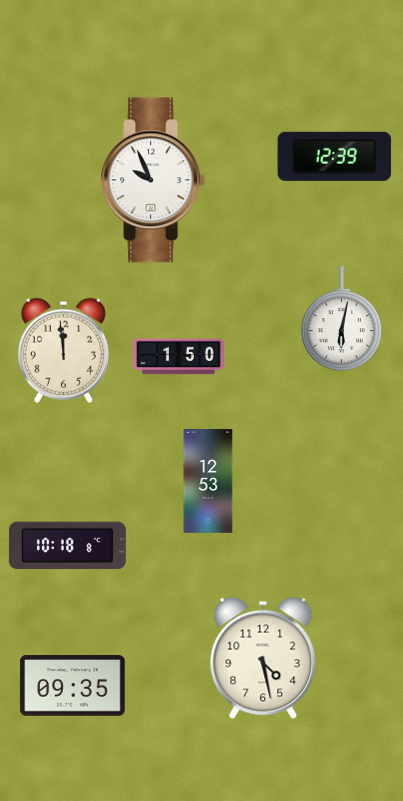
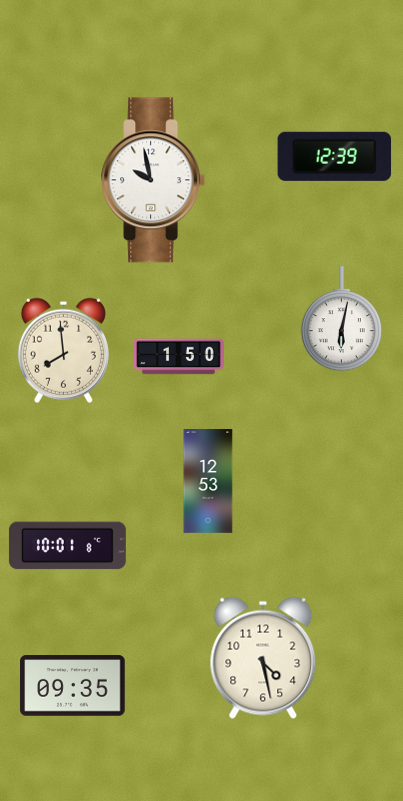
clock at (153, 180): 9:56 -> 9:58
clock at (63, 350): 11:59 -> 7:59
clock at (67, 546): 10:18 -> 10:01
